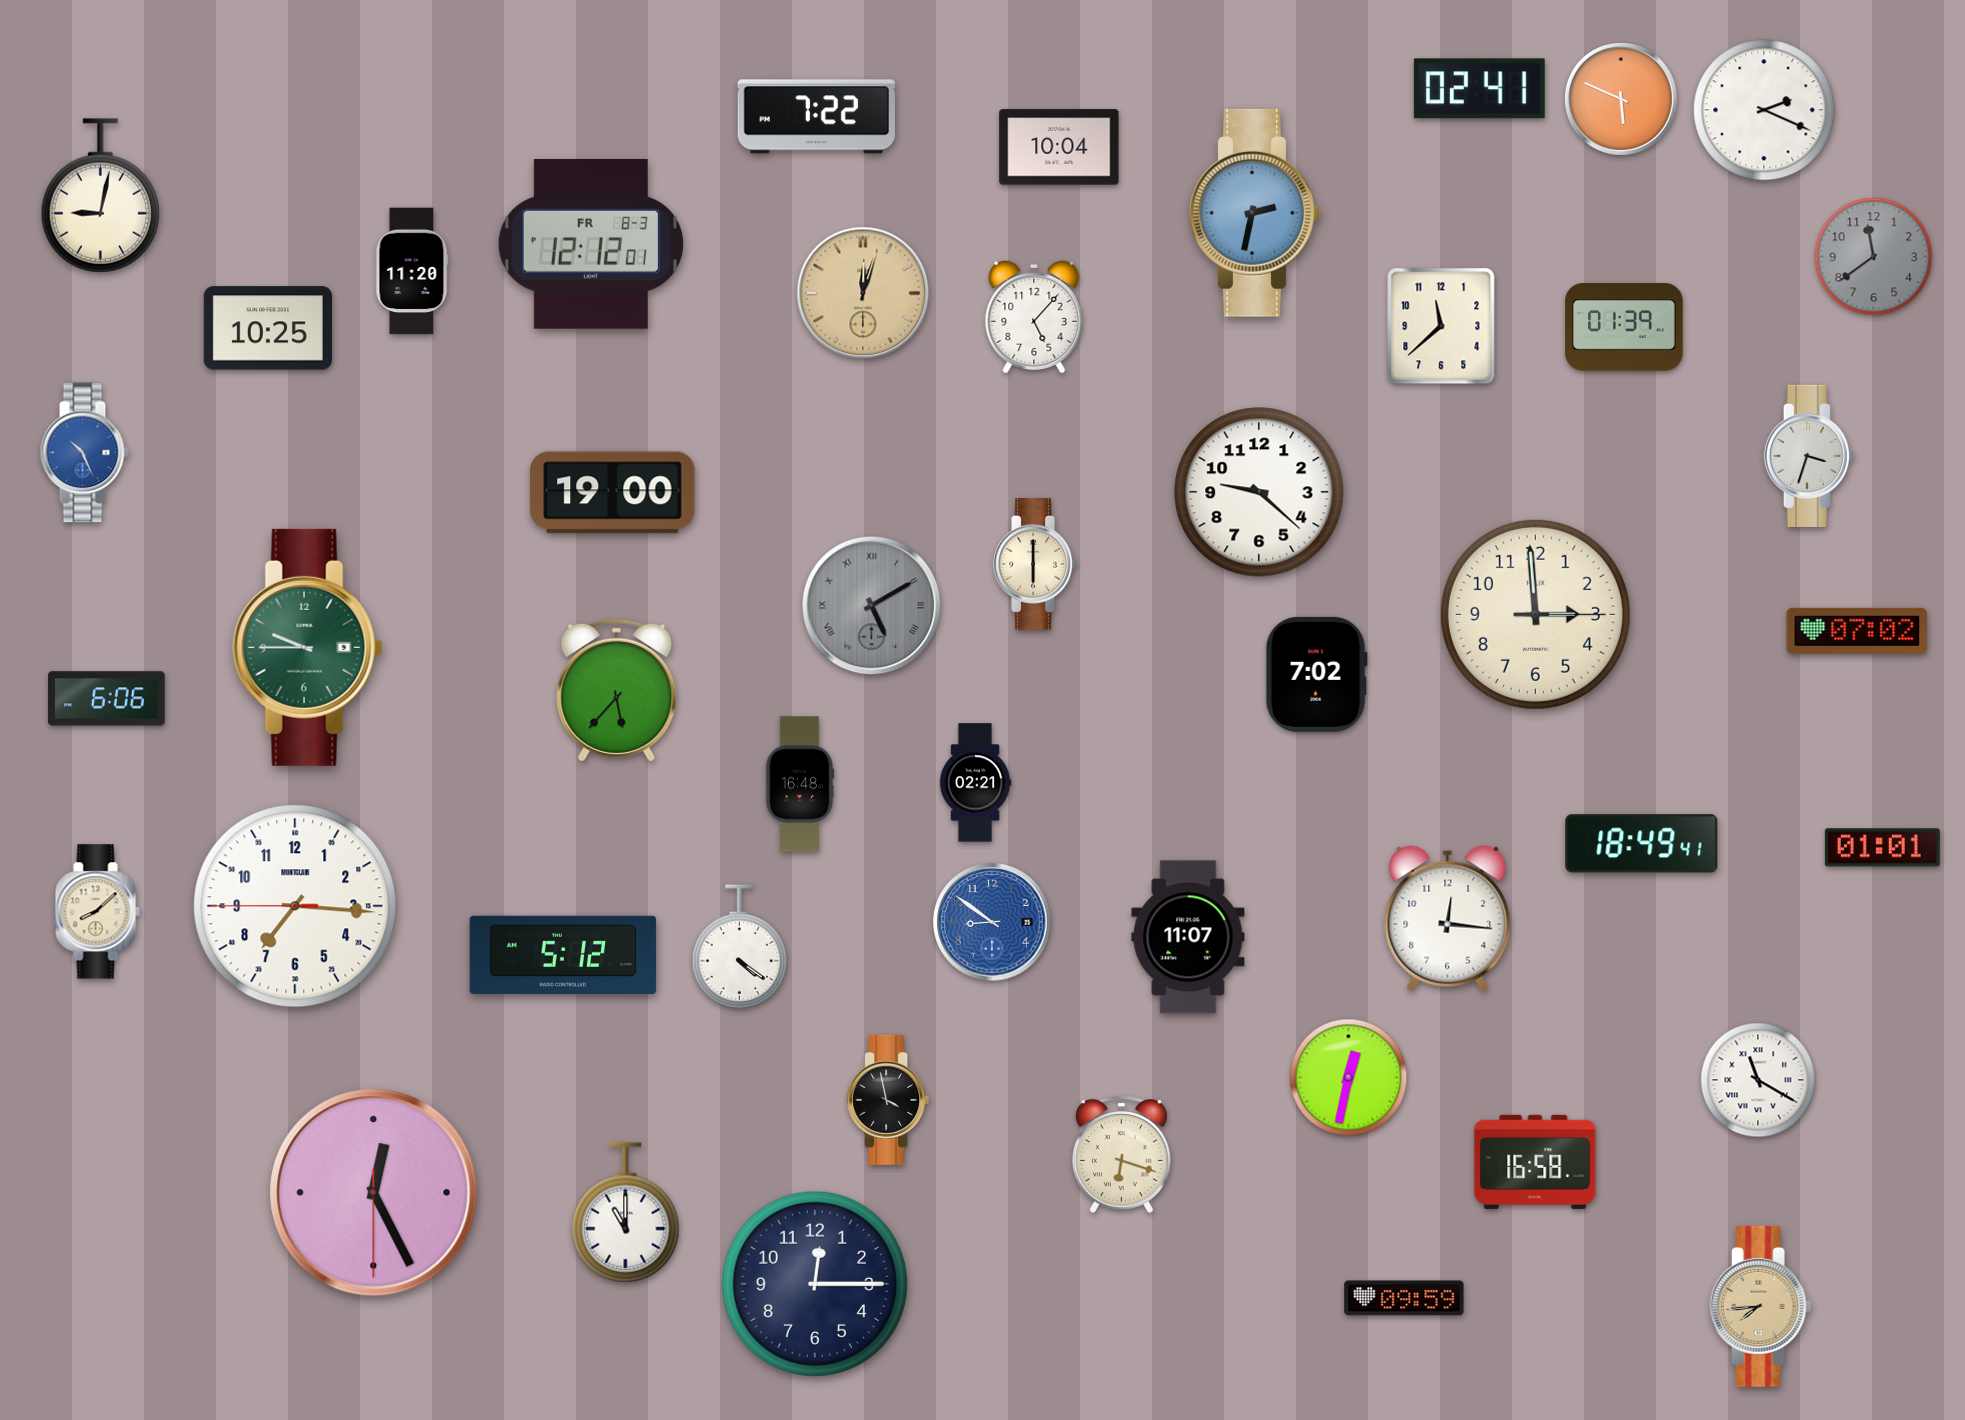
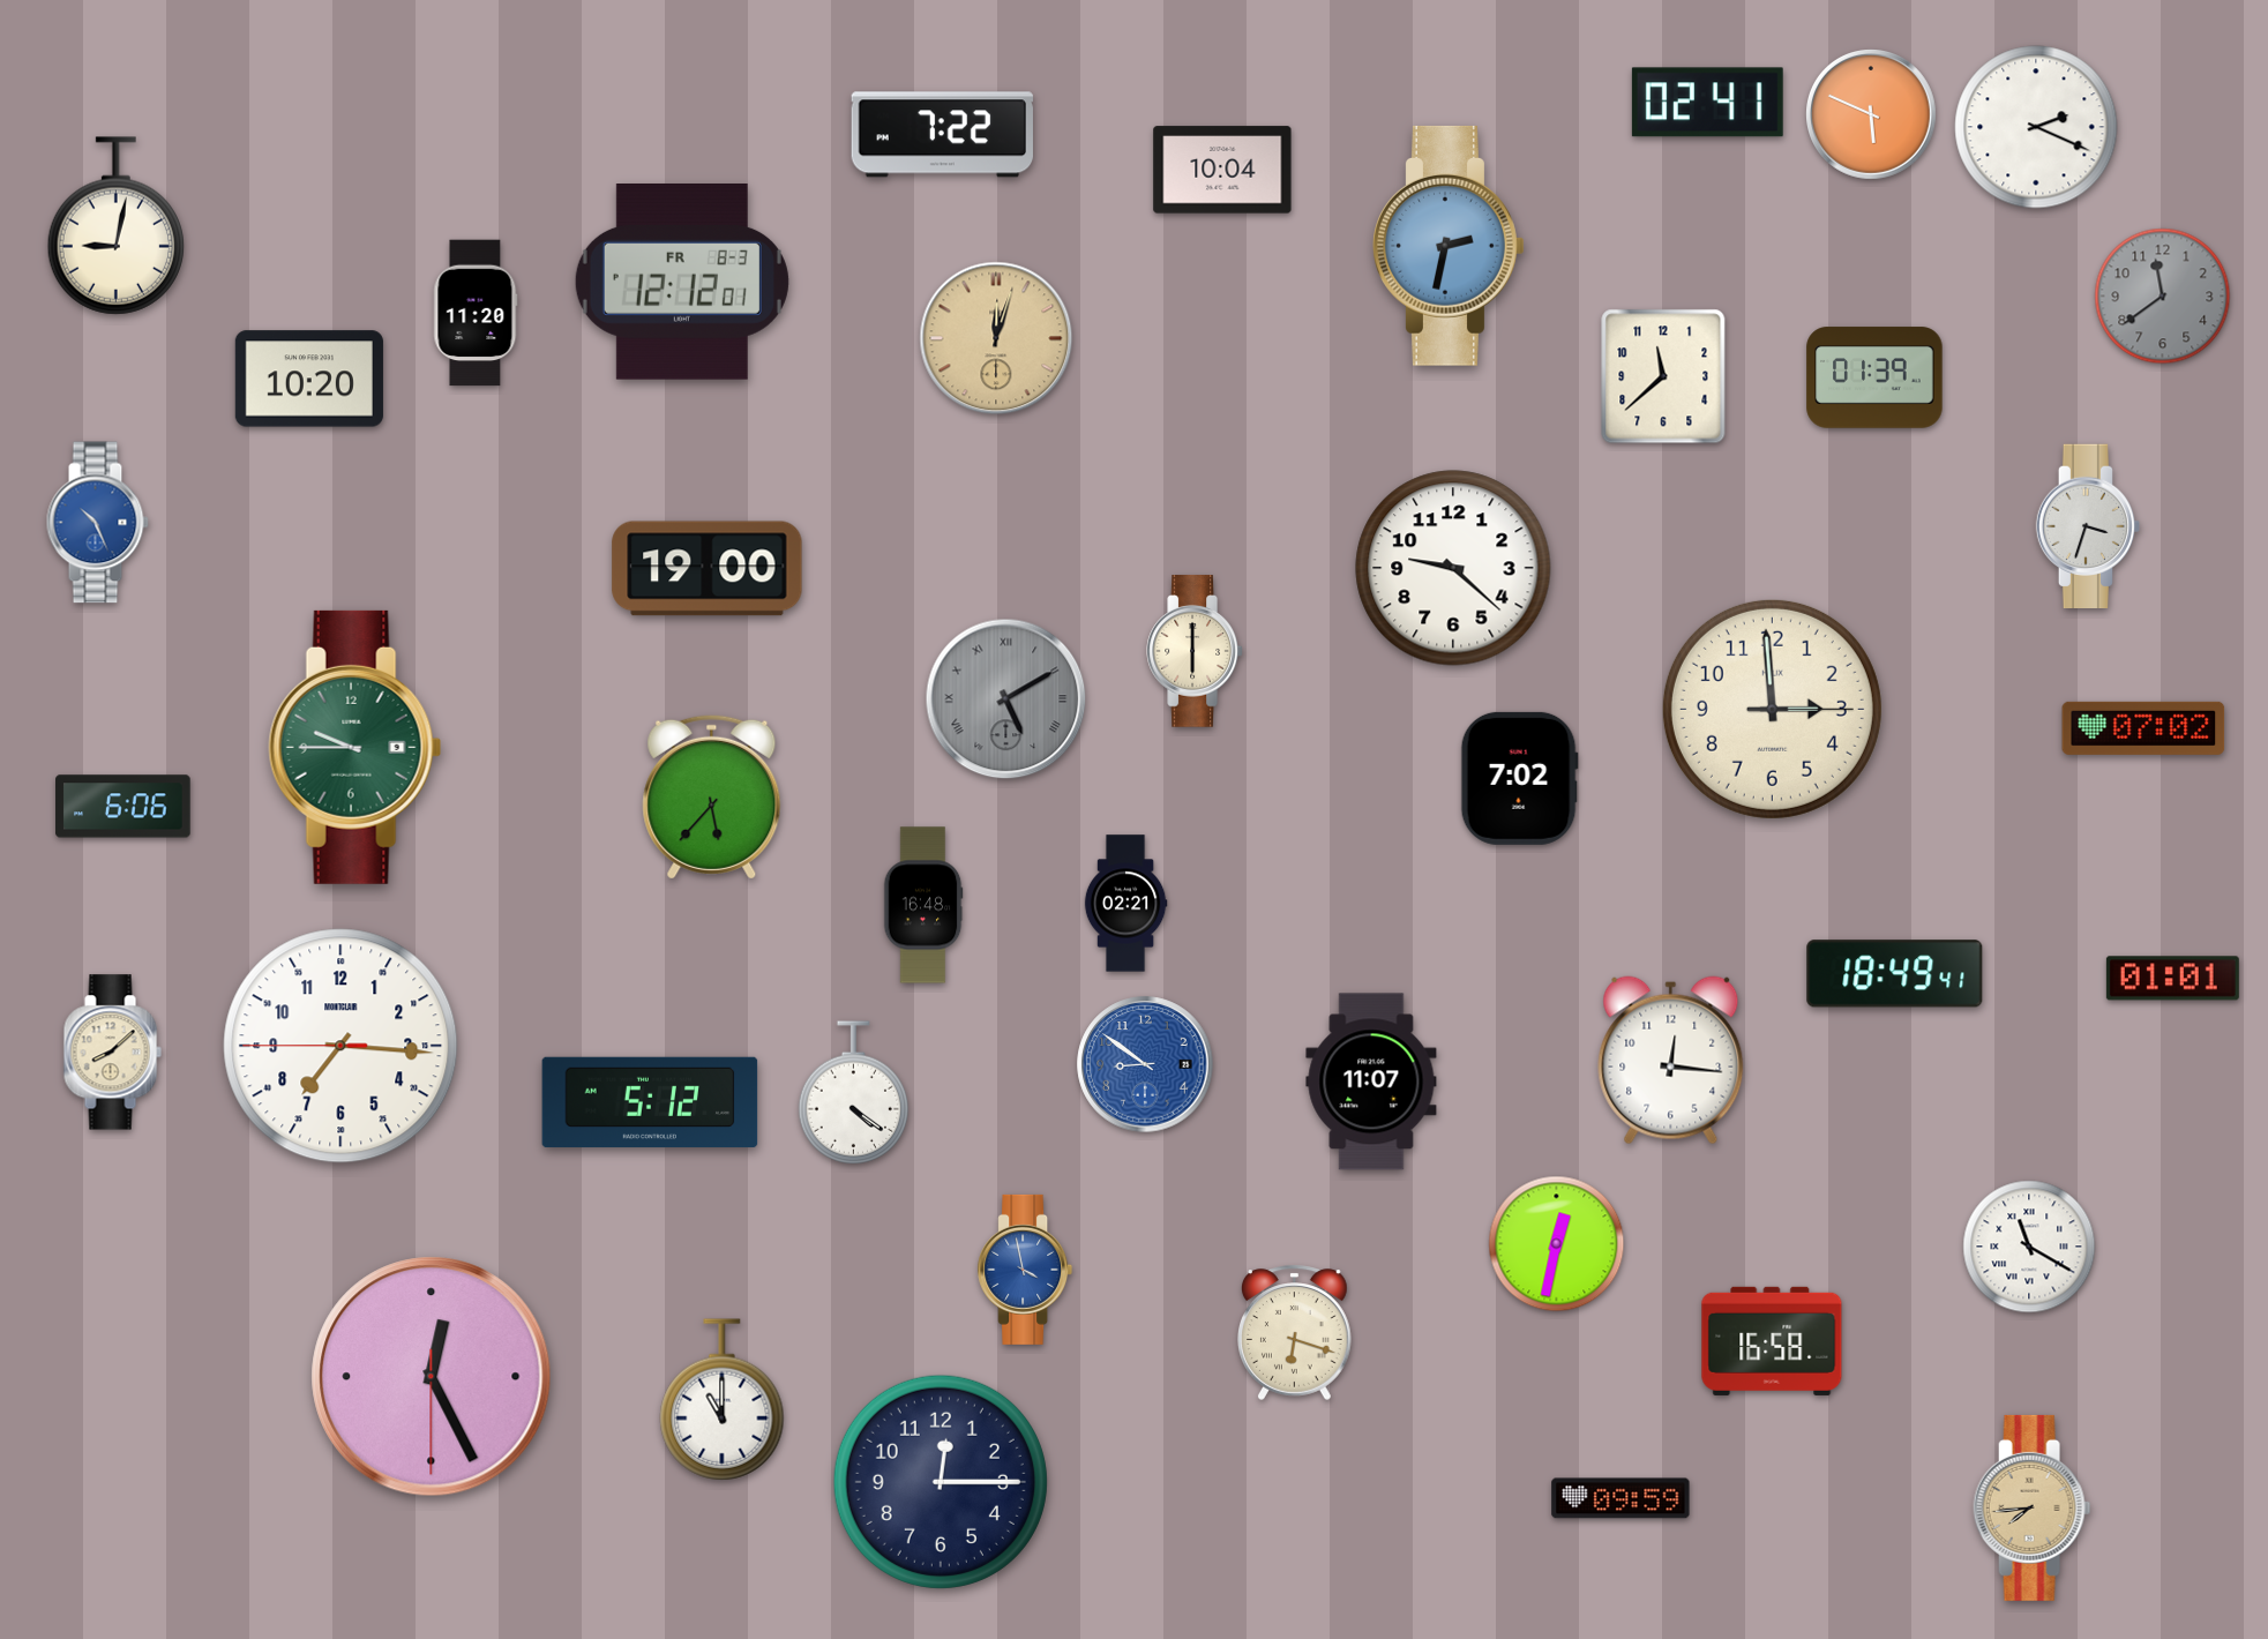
clock at (1034, 317): 5:07 -> none
clock at (268, 328): 10:25 -> 10:20
clock at (888, 1100) dial: black -> blue
